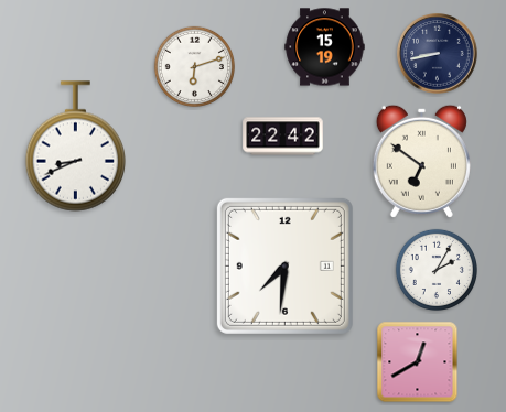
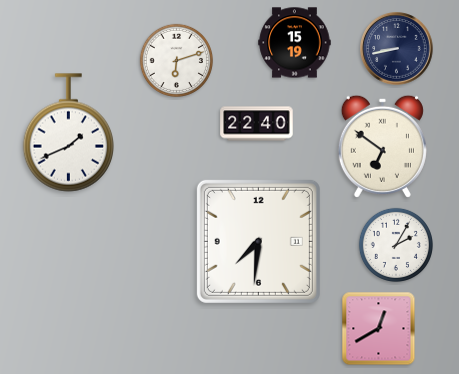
clock at (283, 137): 22:42 -> 22:40
clock at (75, 147): 8:41 -> 1:41
